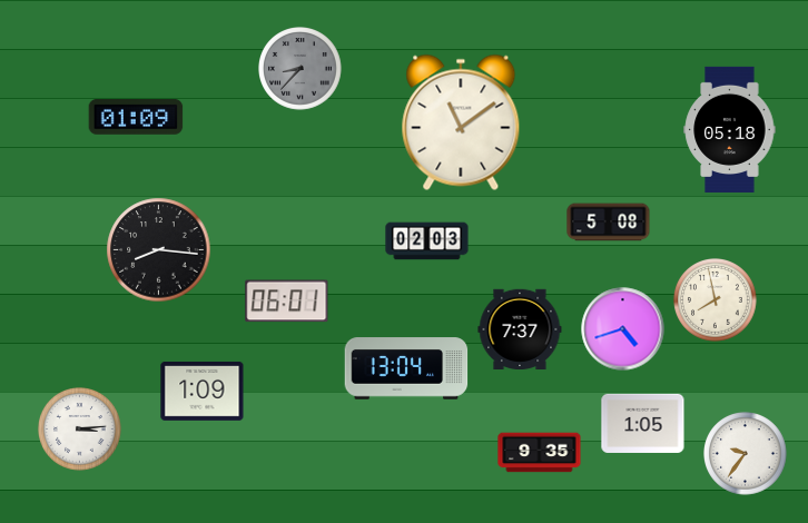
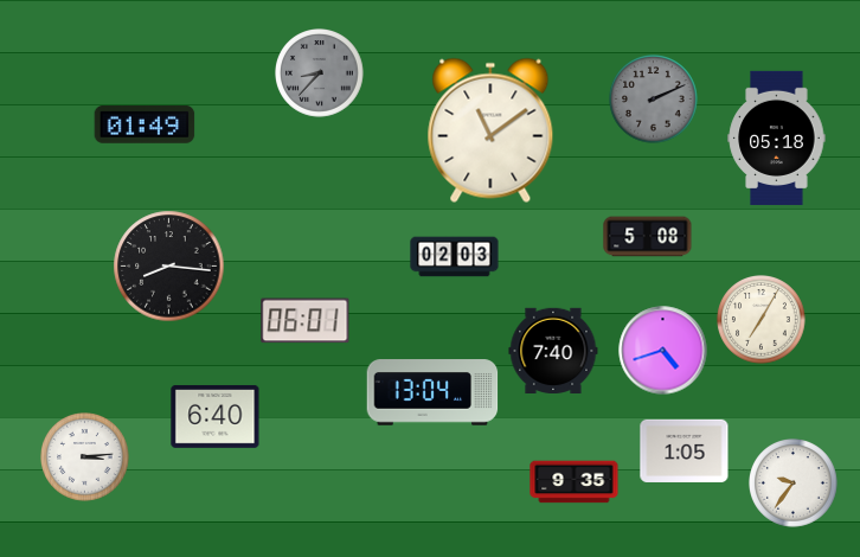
clock at (654, 100): none -> 2:11
clock at (136, 117): 01:09 -> 01:49
clock at (716, 300): 7:58 -> 7:05
clock at (520, 328): 7:37 -> 7:40
clock at (203, 391): 1:09 -> 6:40
